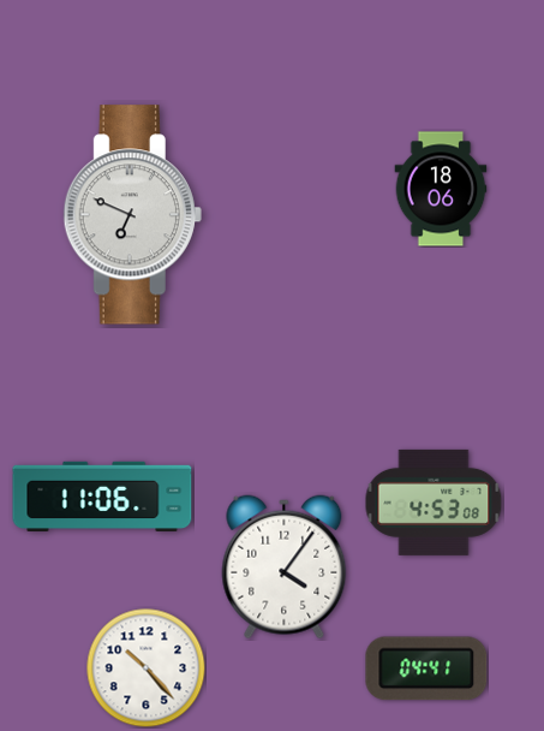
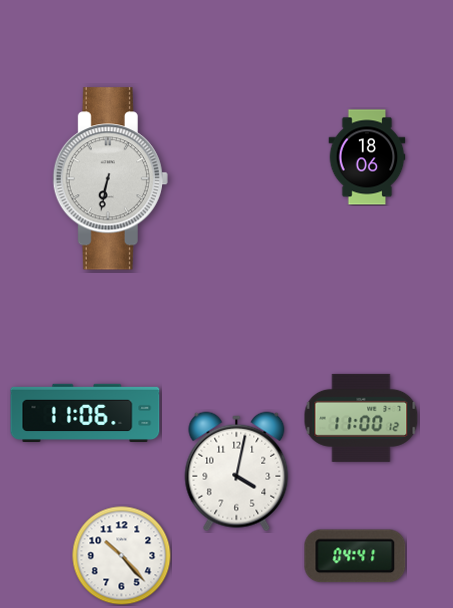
clock at (132, 215): 6:49 -> 6:32
clock at (434, 503): 4:53 -> 11:00
clock at (285, 567): 4:06 -> 4:02
